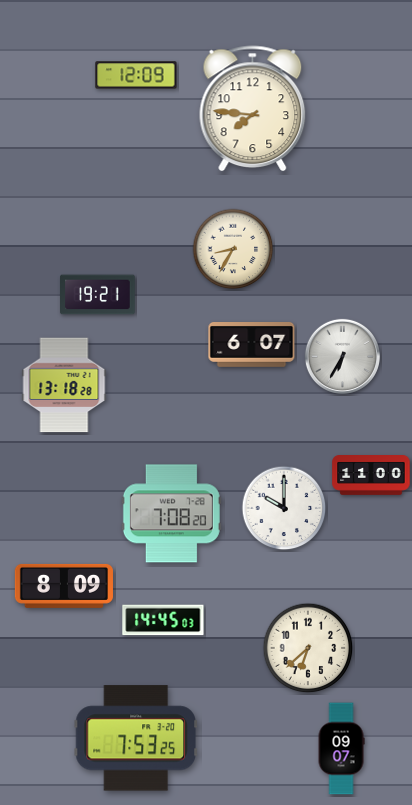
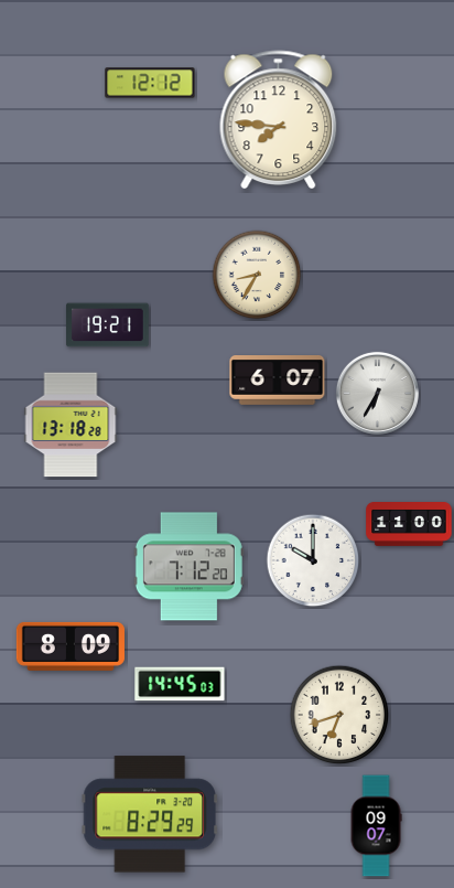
clock at (136, 75): 12:09 -> 12:12
clock at (171, 514): 7:08 -> 7:12
clock at (308, 648): 6:38 -> 6:42
clock at (135, 738): 7:53 -> 8:29
